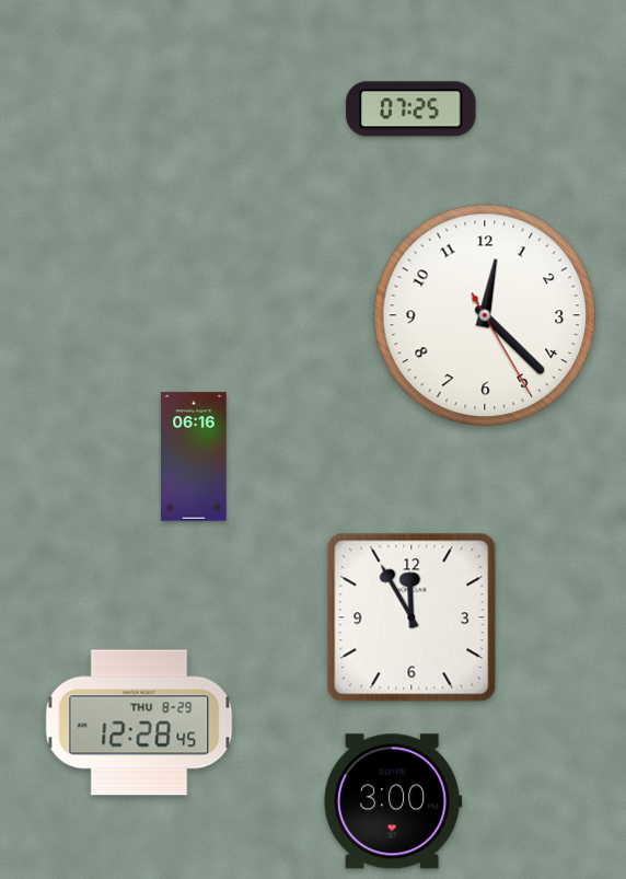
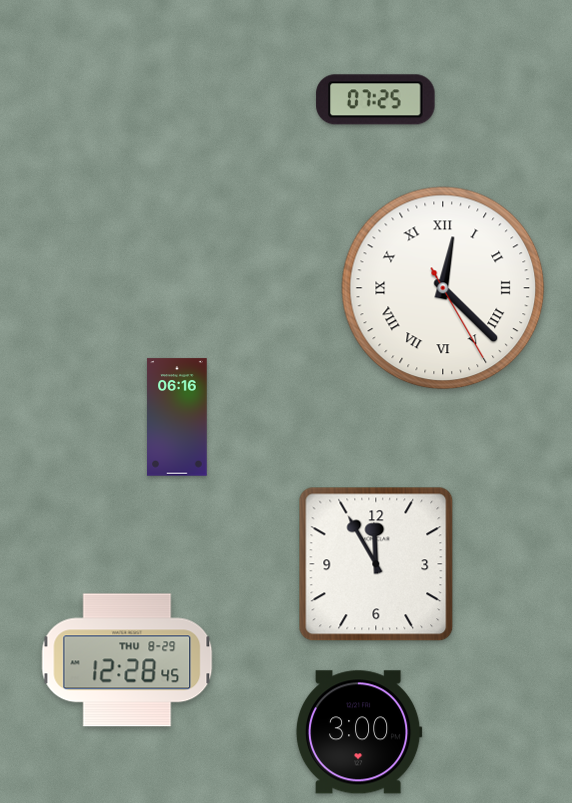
clock at (485, 315) numerals: Arabic -> Roman
